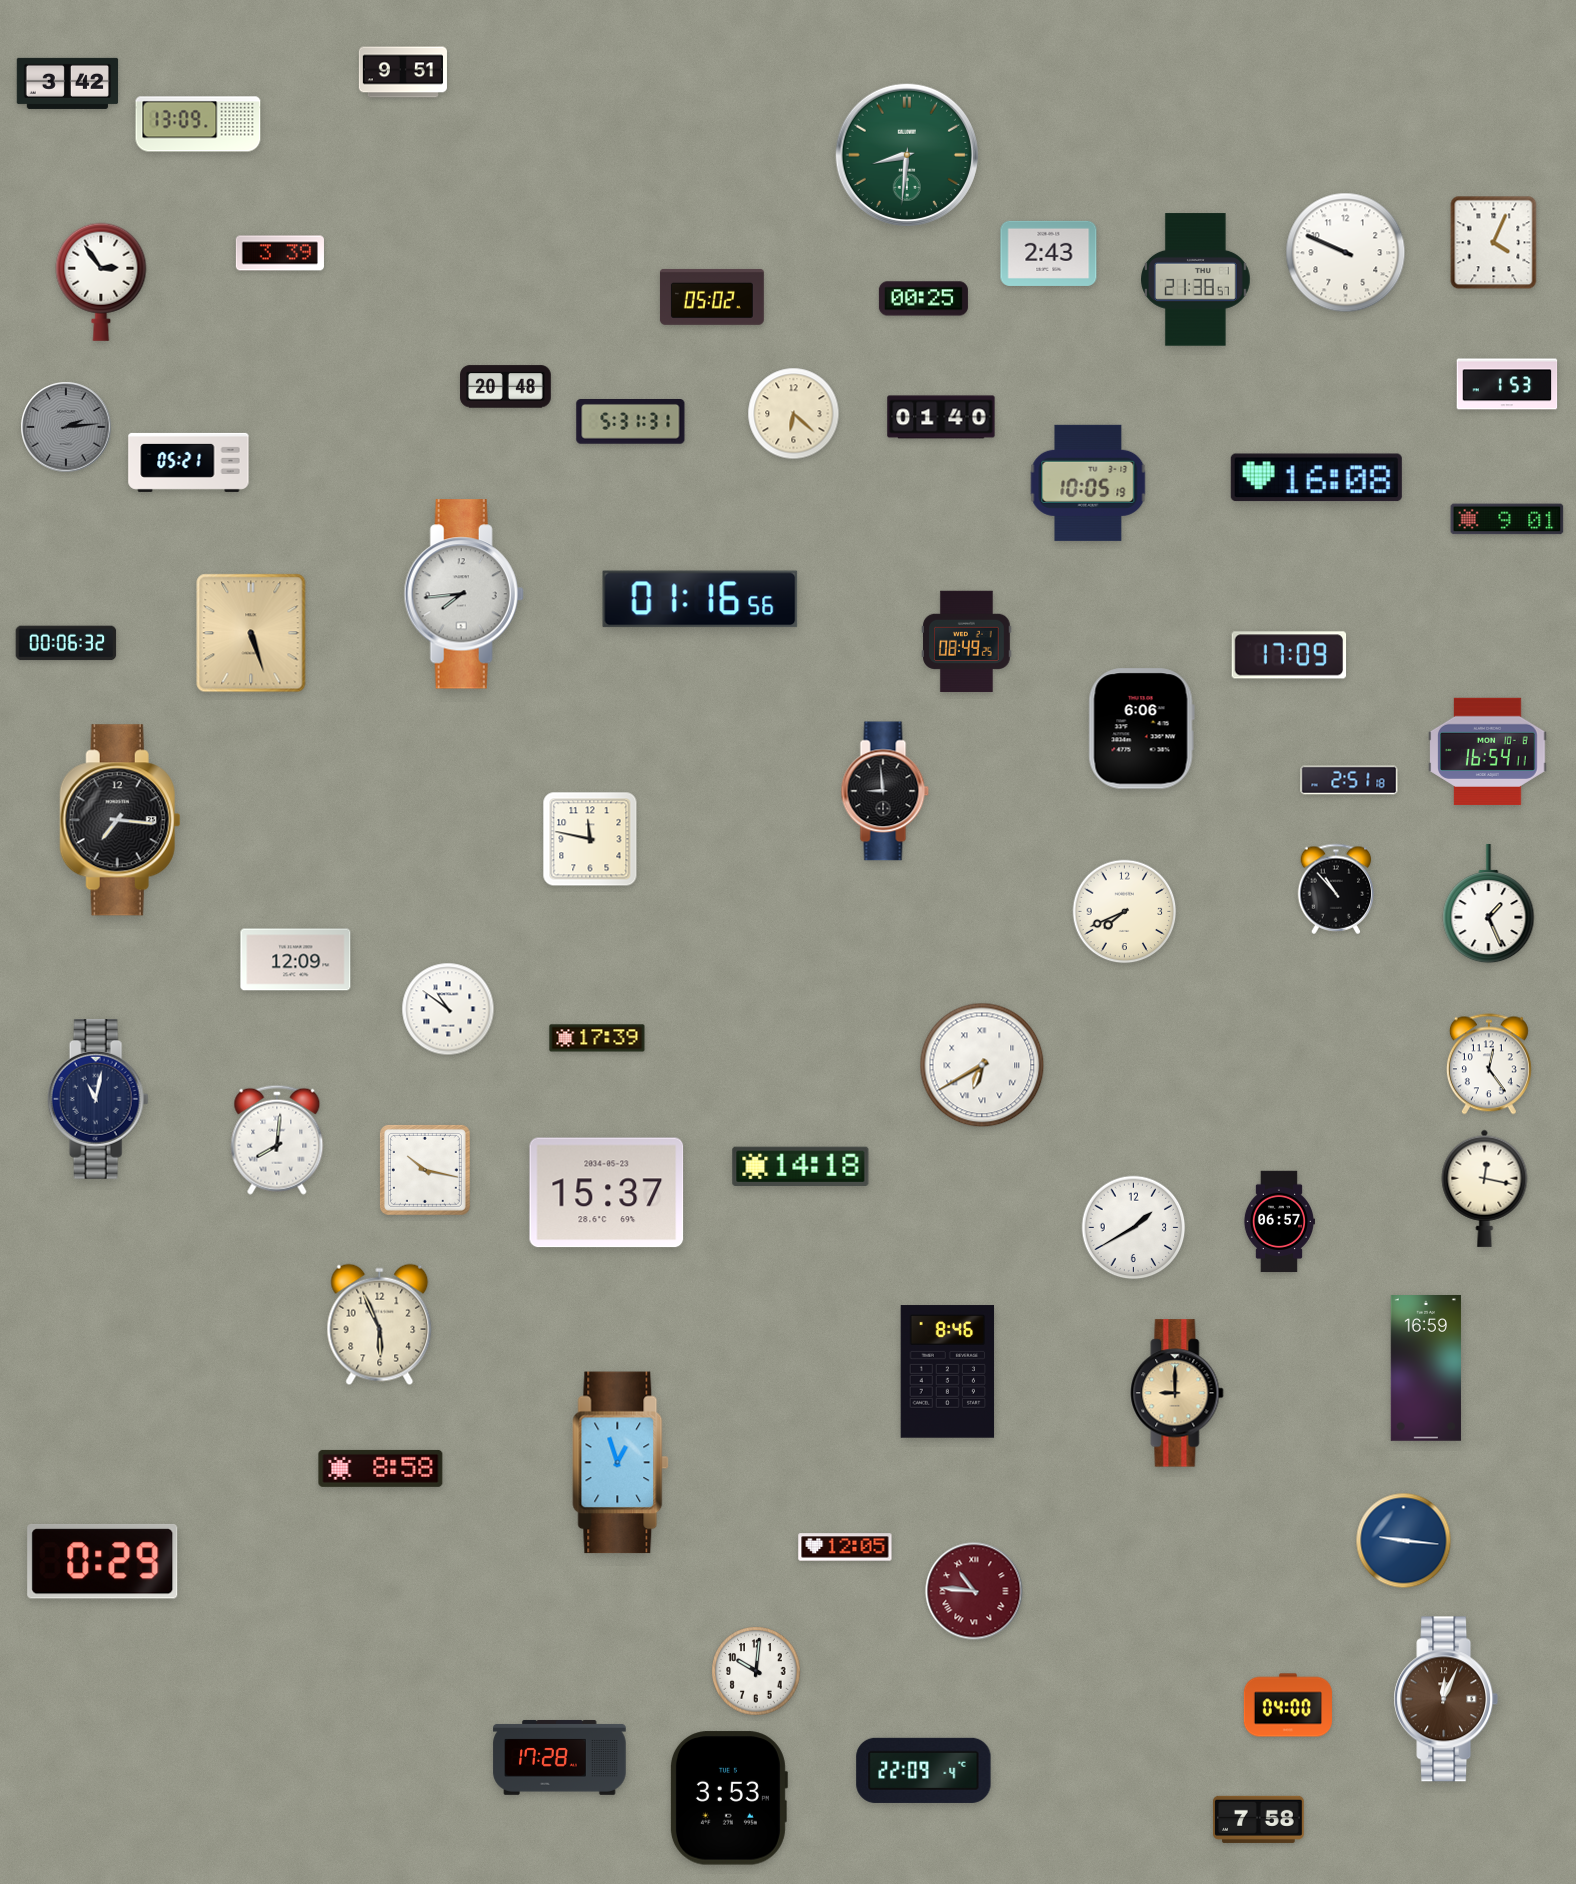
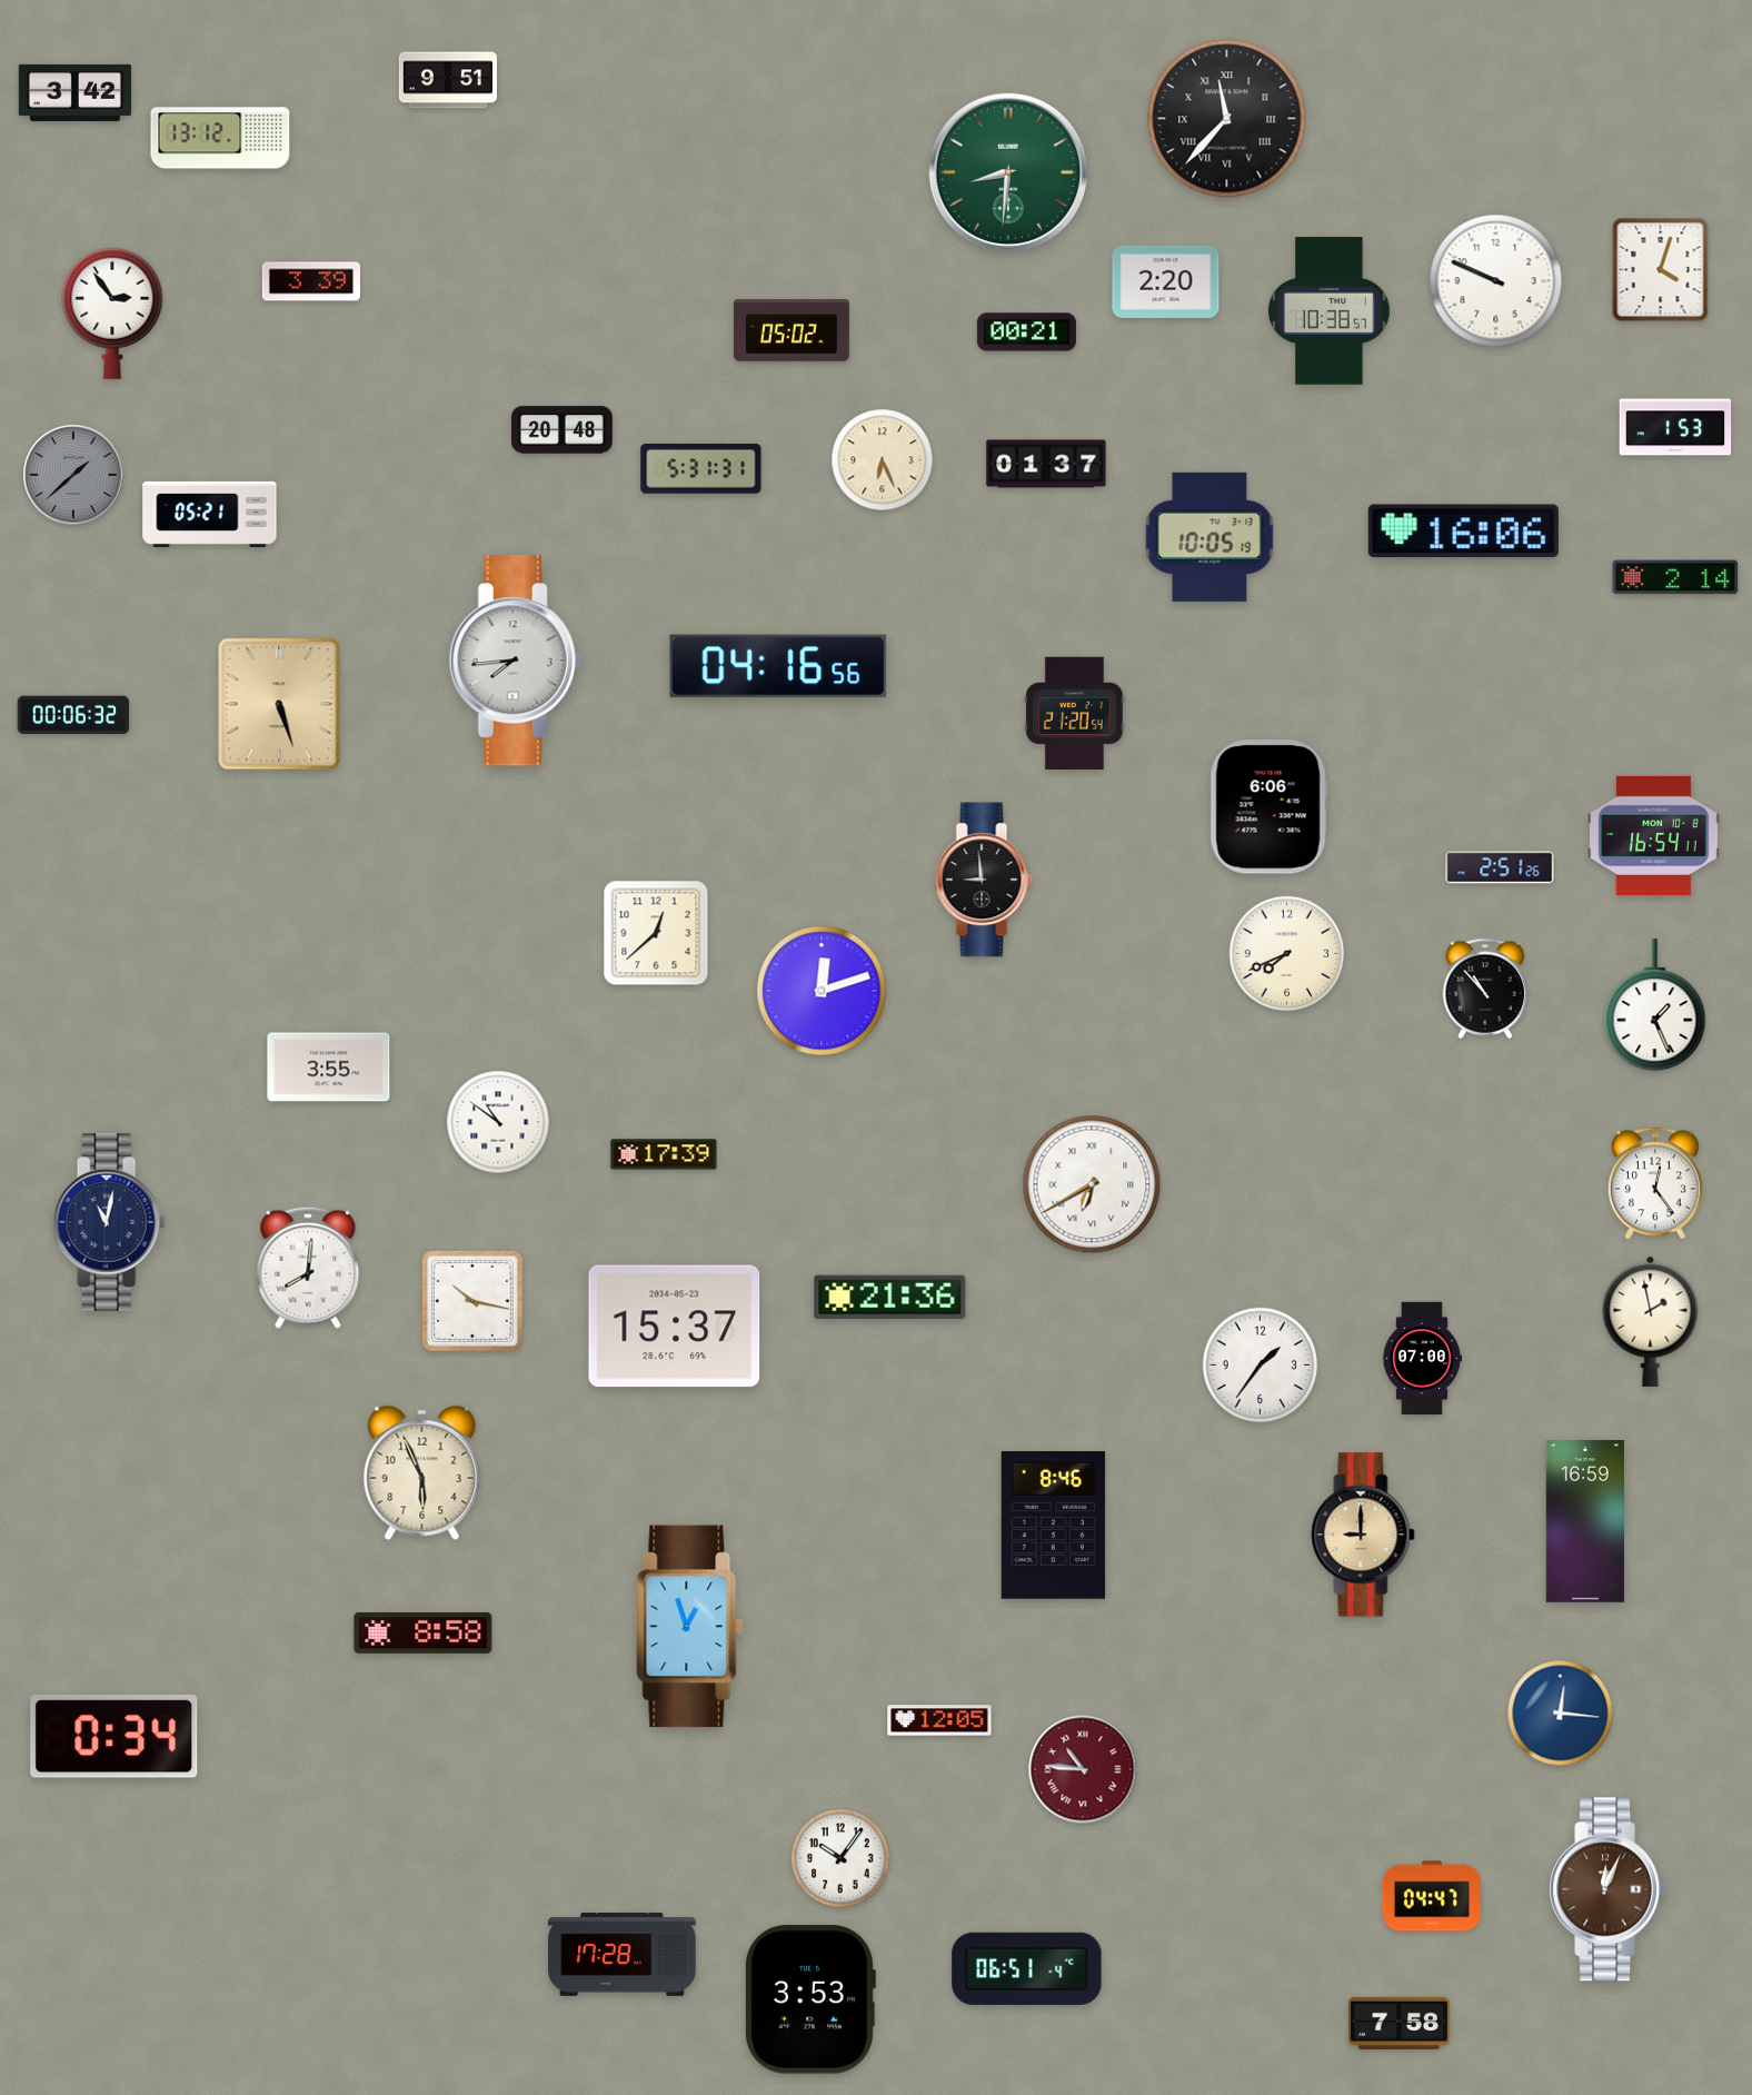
clock at (1227, 119): none -> 11:37
clock at (198, 124): 13:09 -> 13:12
clock at (1494, 243): 4:04 -> 4:03
clock at (1049, 253): 2:43 -> 2:20
clock at (1196, 280): 21:38 -> 10:38
clock at (923, 299): 00:25 -> 00:21
clock at (794, 414): 6:22 -> 6:26
clock at (941, 417): 01:40 -> 01:37
clock at (66, 427): 2:14 -> 1:38
clock at (1316, 478): 16:08 -> 16:06
clock at (1507, 519): 9:01 -> 2:14
clock at (700, 599): 01:16 -> 04:16
clock at (967, 641): 08:49 -> 21:20
clock at (1289, 655): 17:09 -> none
clock at (1141, 729) position: (1141, 729) -> (1268, 807)
clock at (1349, 780): 2:51:18 -> 2:51:26
clock at (120, 820): 7:16 -> none
clock at (590, 839): 11:47 -> 12:38
clock at (822, 991): none -> 12:12
clock at (1125, 912) position: (1125, 912) -> (1287, 954)
clock at (296, 960): 12:09 -> 3:55
clock at (801, 1166): 14:18 -> 21:36
clock at (1485, 1188): 12:17 -> 1:58
clock at (1278, 1222): 06:57 -> 07:00
clock at (1134, 1228): 1:40 -> 1:36
clock at (1177, 1393) position: (1177, 1393) -> (1363, 1535)
clock at (1404, 1541): 9:16 -> 12:16
clock at (103, 1561): 0:29 -> 0:34
clock at (756, 1671): 10:01 -> 10:06
clock at (1288, 1705): 04:00 -> 04:47
clock at (924, 1770): 22:09 -> 06:51
